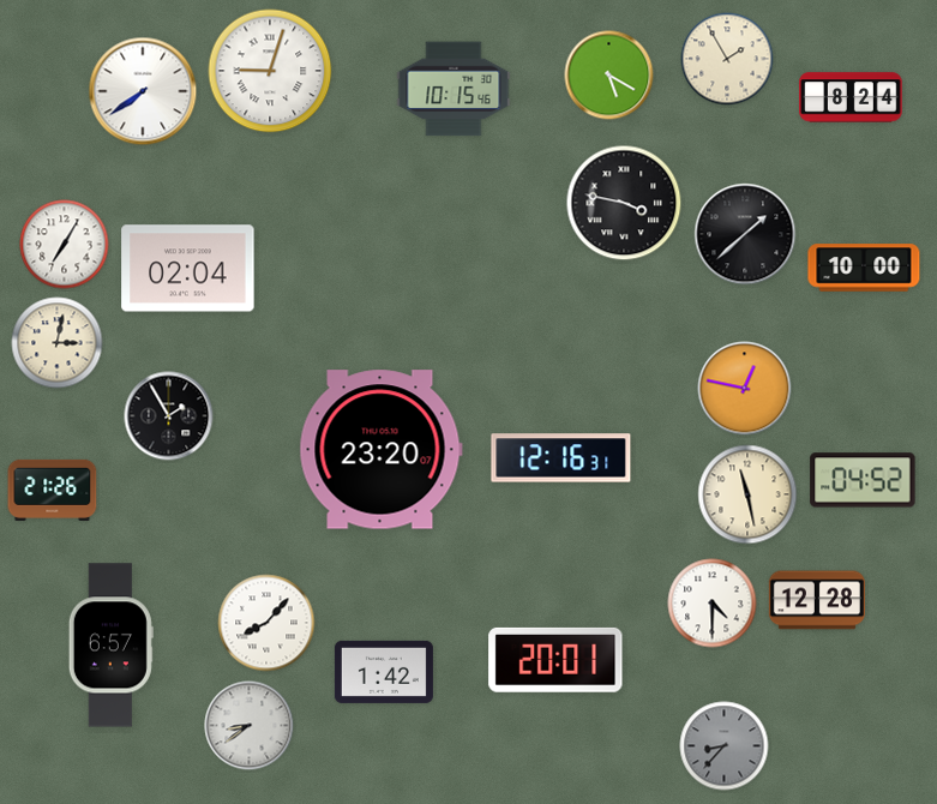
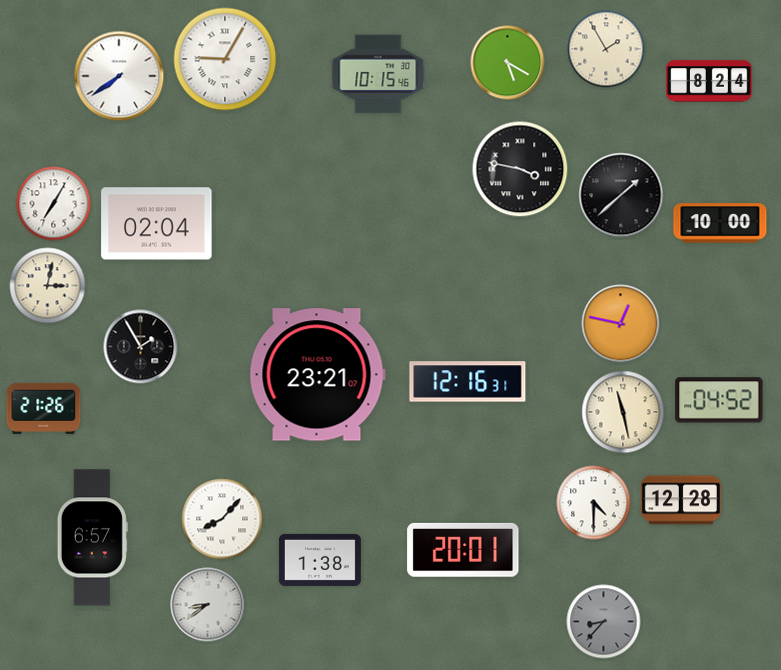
clock at (270, 71): 9:03 -> 9:05
clock at (380, 450): 23:20 -> 23:21
clock at (384, 672): 1:42 -> 1:38
